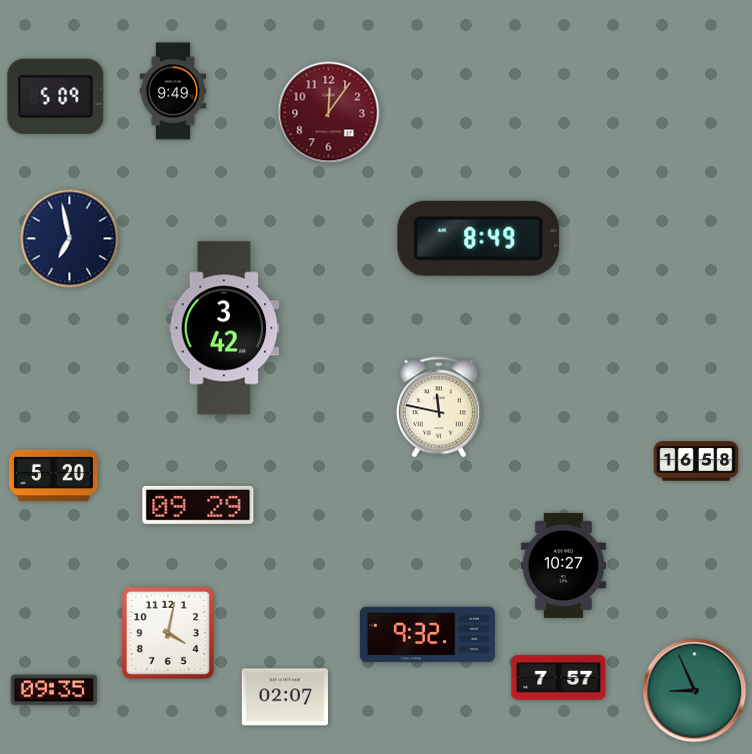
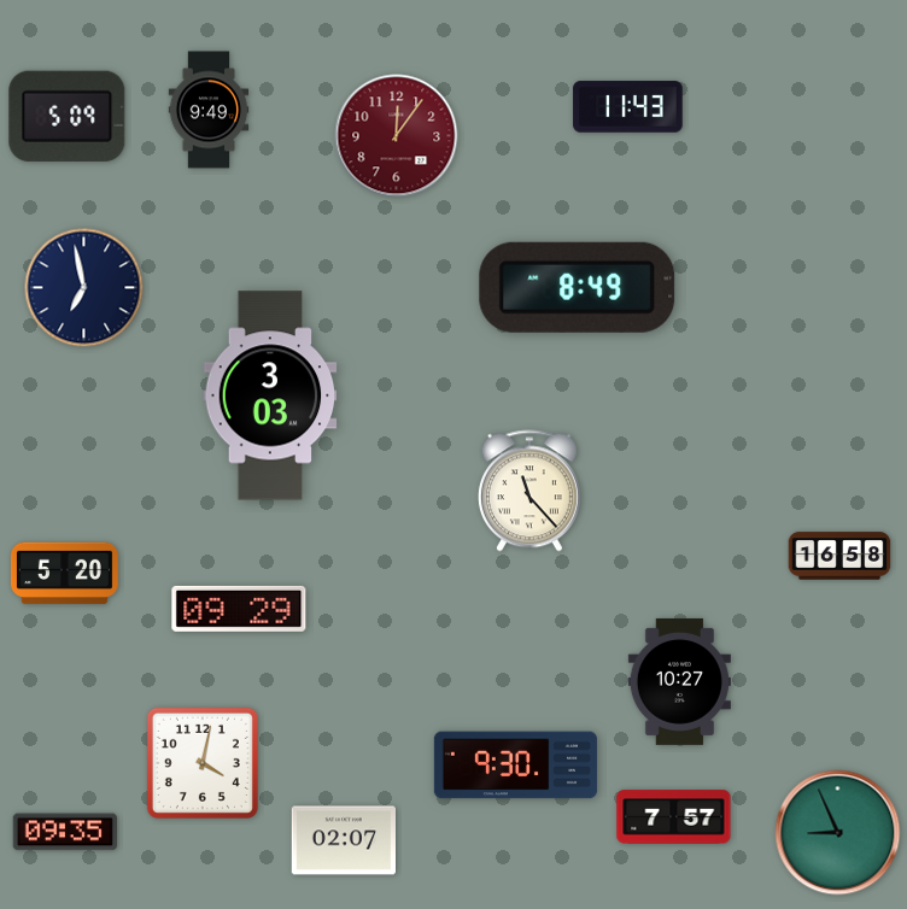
clock at (628, 107): none -> 11:43
clock at (224, 328): 3:42 -> 3:03
clock at (439, 407): 11:47 -> 11:23
clock at (427, 635): 9:32 -> 9:30
